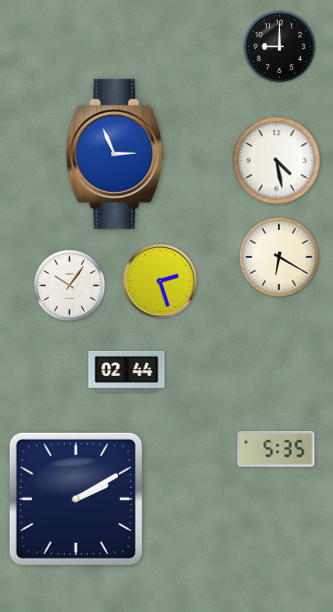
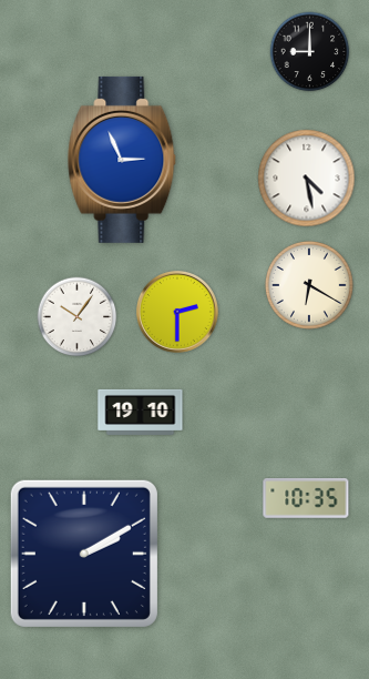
clock at (115, 154) position: (115, 154) -> (122, 160)
clock at (161, 282): 2:27 -> 2:30
clock at (127, 371): 02:44 -> 19:10
clock at (276, 450): 5:35 -> 10:35
